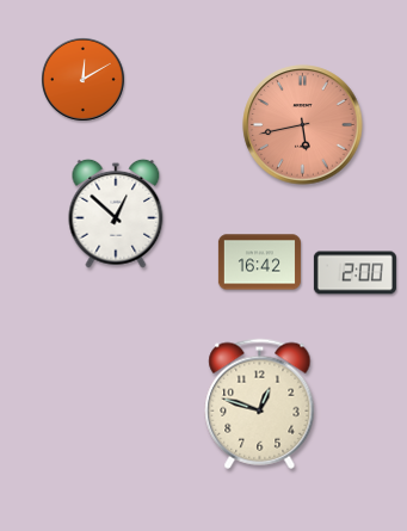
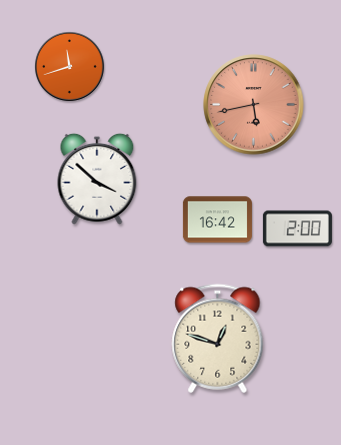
clock at (82, 79): 12:10 -> 11:42
clock at (116, 214): 12:52 -> 3:52
